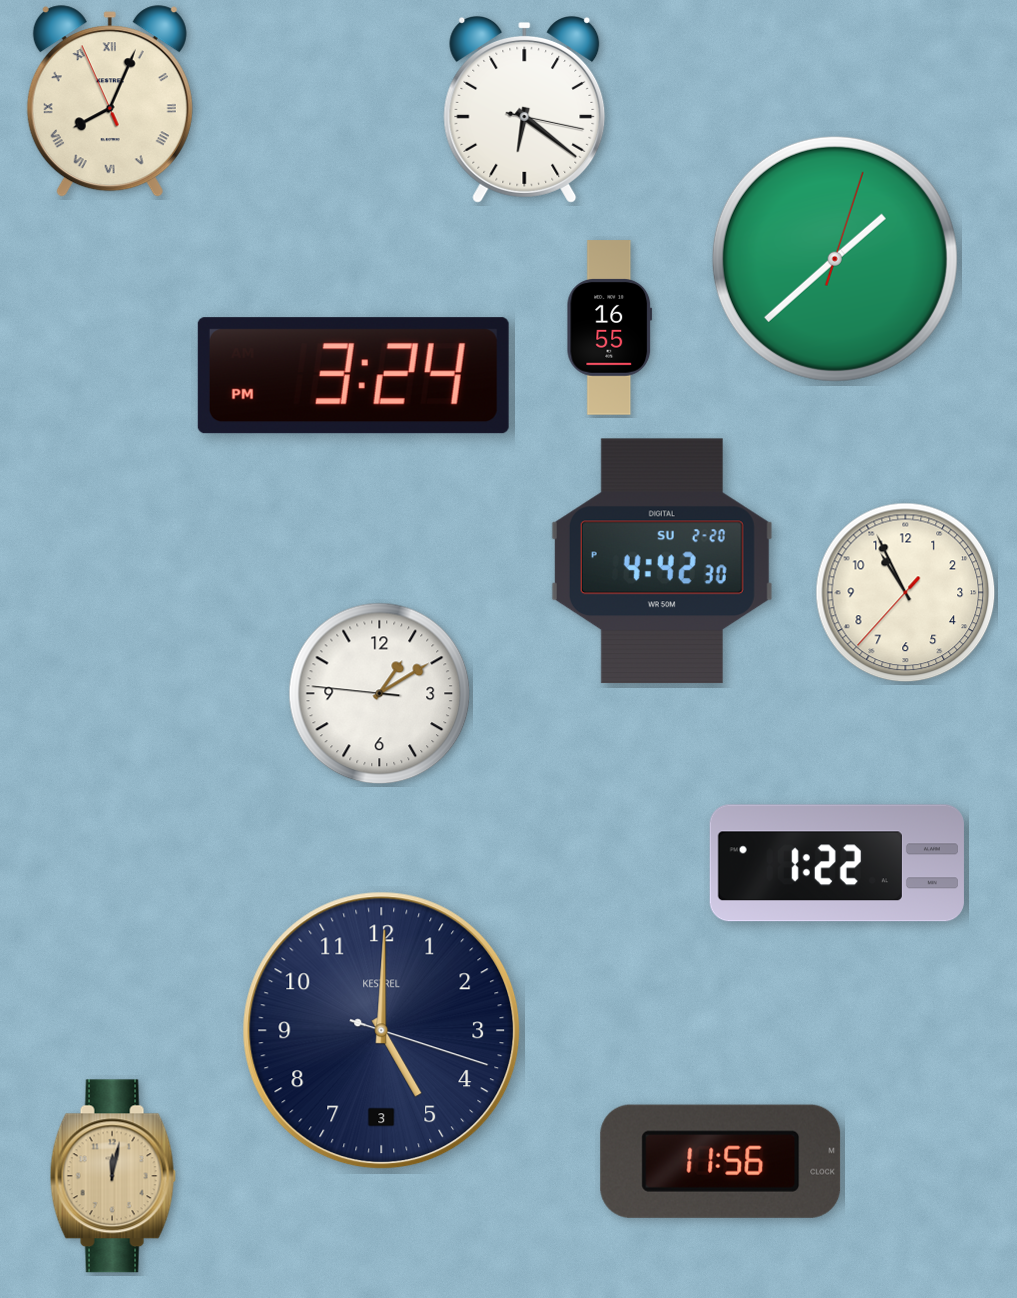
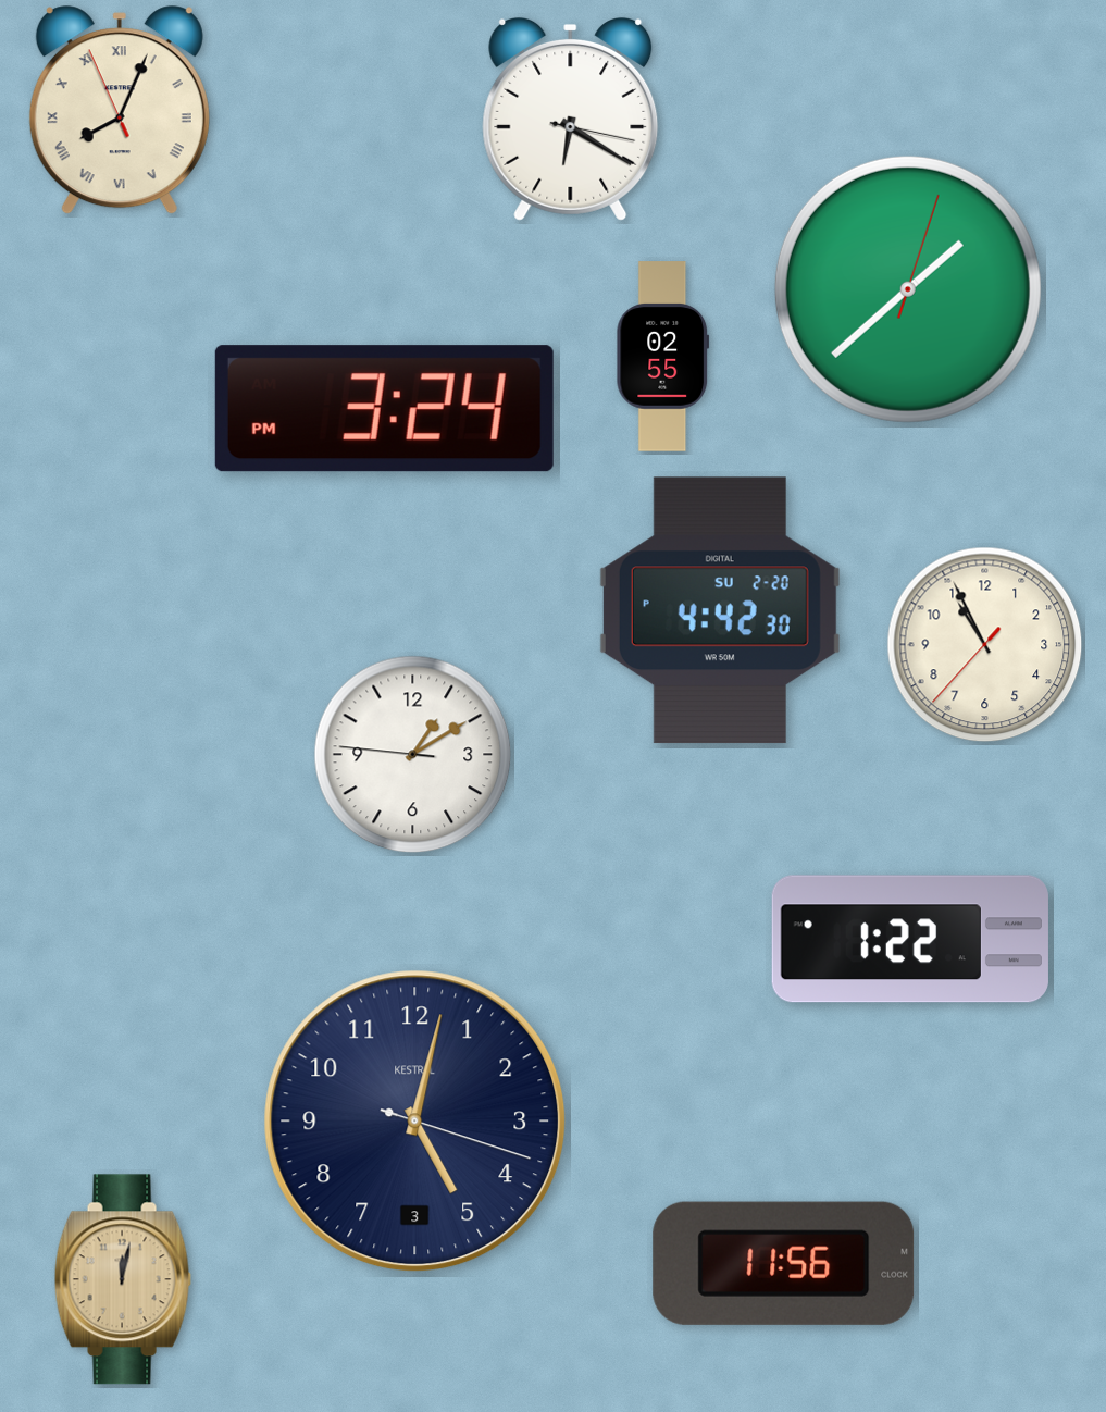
clock at (525, 109): 6:21 -> 6:20
clock at (835, 259) position: (835, 259) -> (908, 289)
clock at (610, 328): 16:55 -> 02:55
clock at (382, 1031): 5:00 -> 5:02
